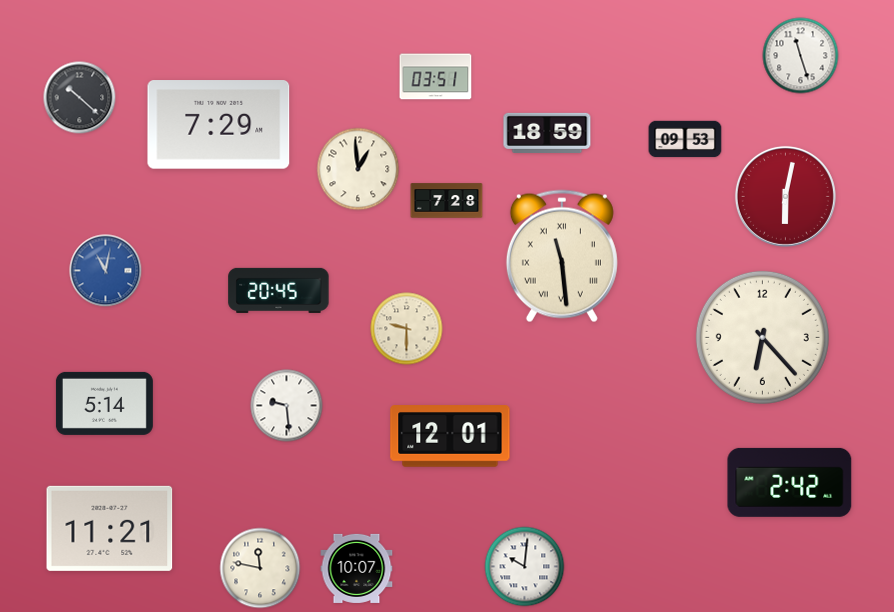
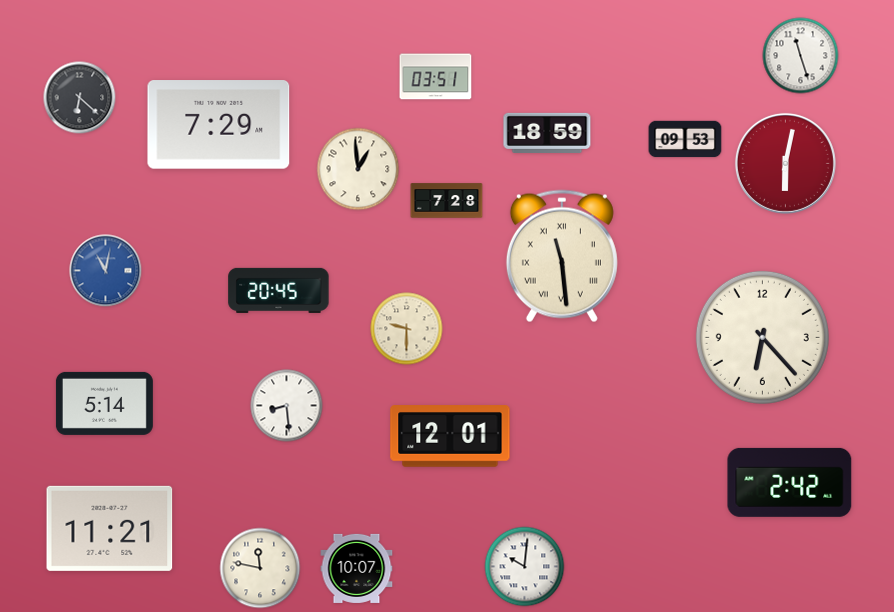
clock at (80, 98): 10:22 -> 6:22
clock at (785, 196) position: (785, 196) -> (785, 163)
clock at (287, 406): 9:29 -> 8:29
